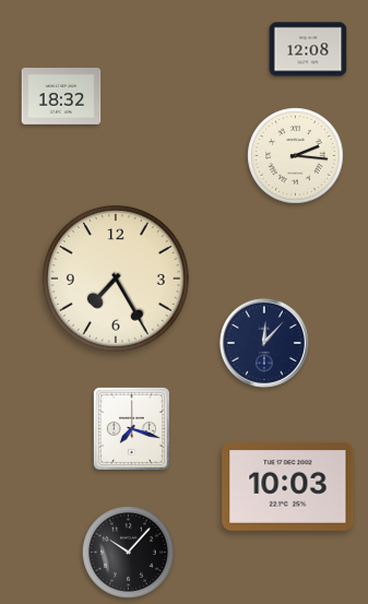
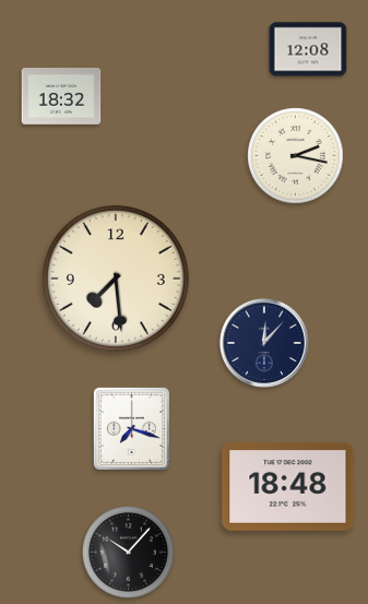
clock at (296, 156): 2:16 -> 2:17
clock at (116, 279): 7:25 -> 7:29
clock at (288, 486): 10:03 -> 18:48
